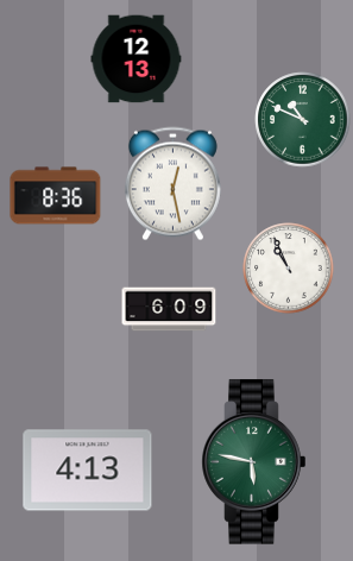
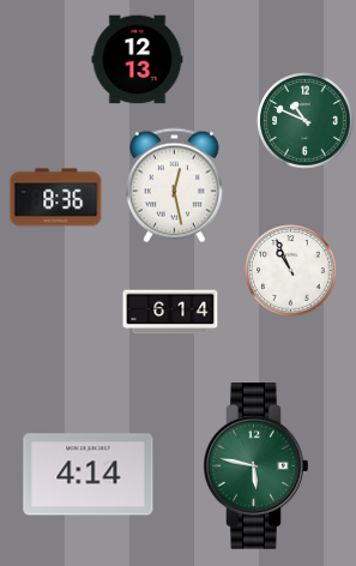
clock at (169, 309): 6:09 -> 6:14
clock at (88, 471): 4:13 -> 4:14
